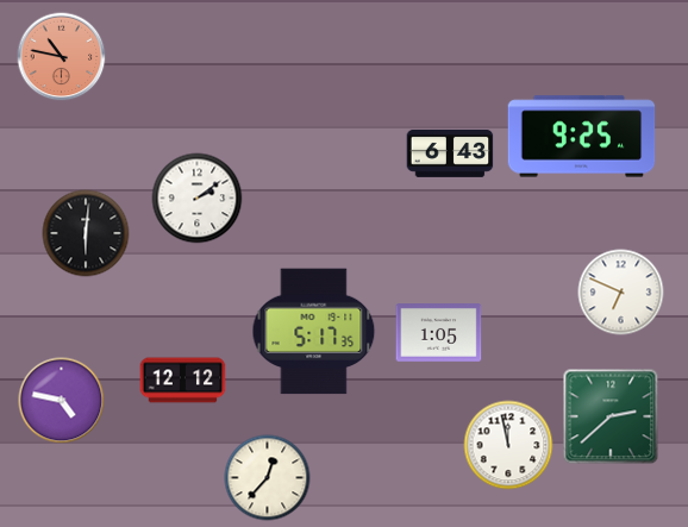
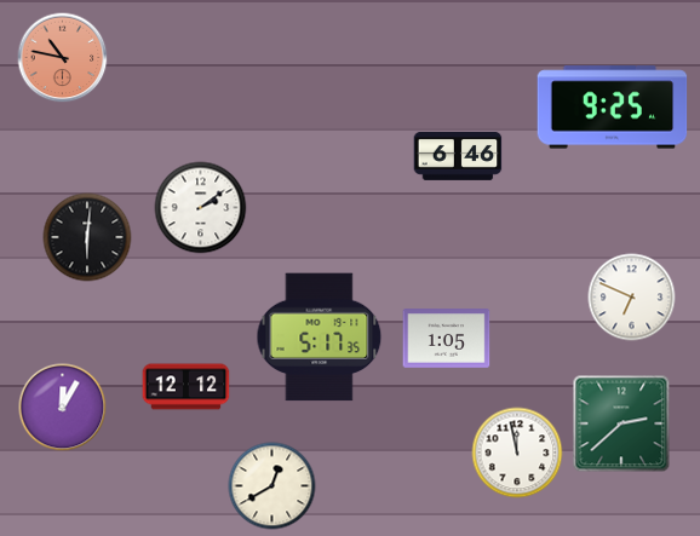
clock at (582, 137) position: (582, 137) -> (613, 108)
clock at (450, 153): 6:43 -> 6:46
clock at (198, 199) position: (198, 199) -> (201, 208)
clock at (62, 401): 4:47 -> 12:05
clock at (268, 478): 12:37 -> 12:40
